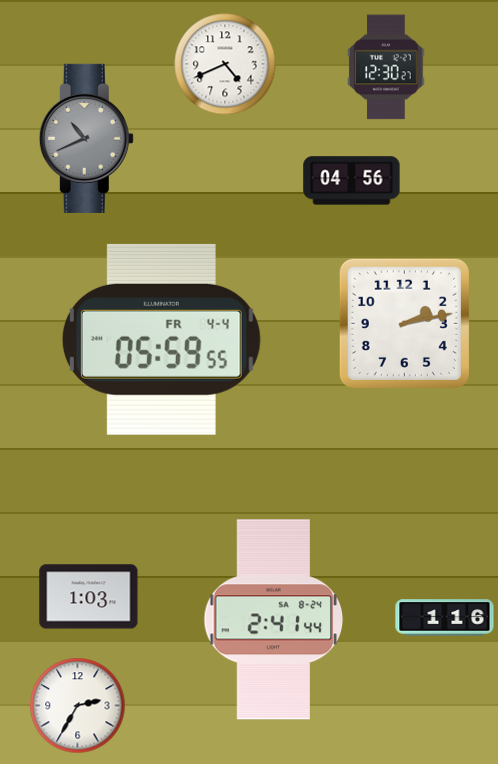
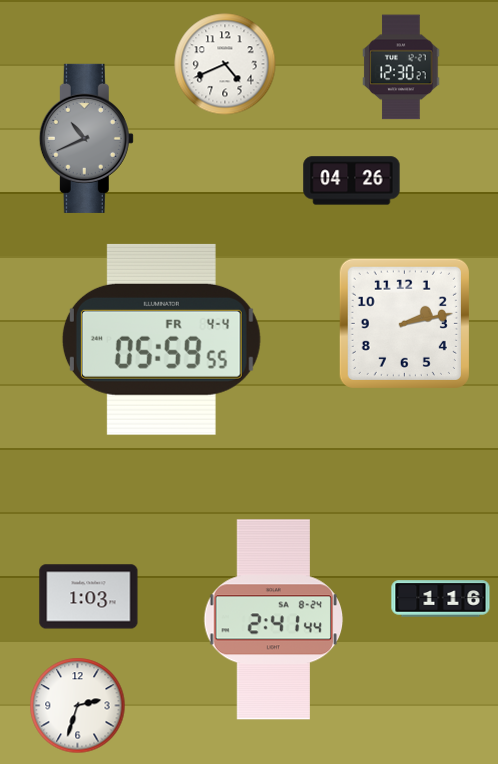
clock at (386, 67) position: (386, 67) -> (401, 67)
clock at (352, 181): 04:56 -> 04:26
clock at (445, 618) position: (445, 618) -> (441, 599)
clock at (78, 706): 2:35 -> 2:33
